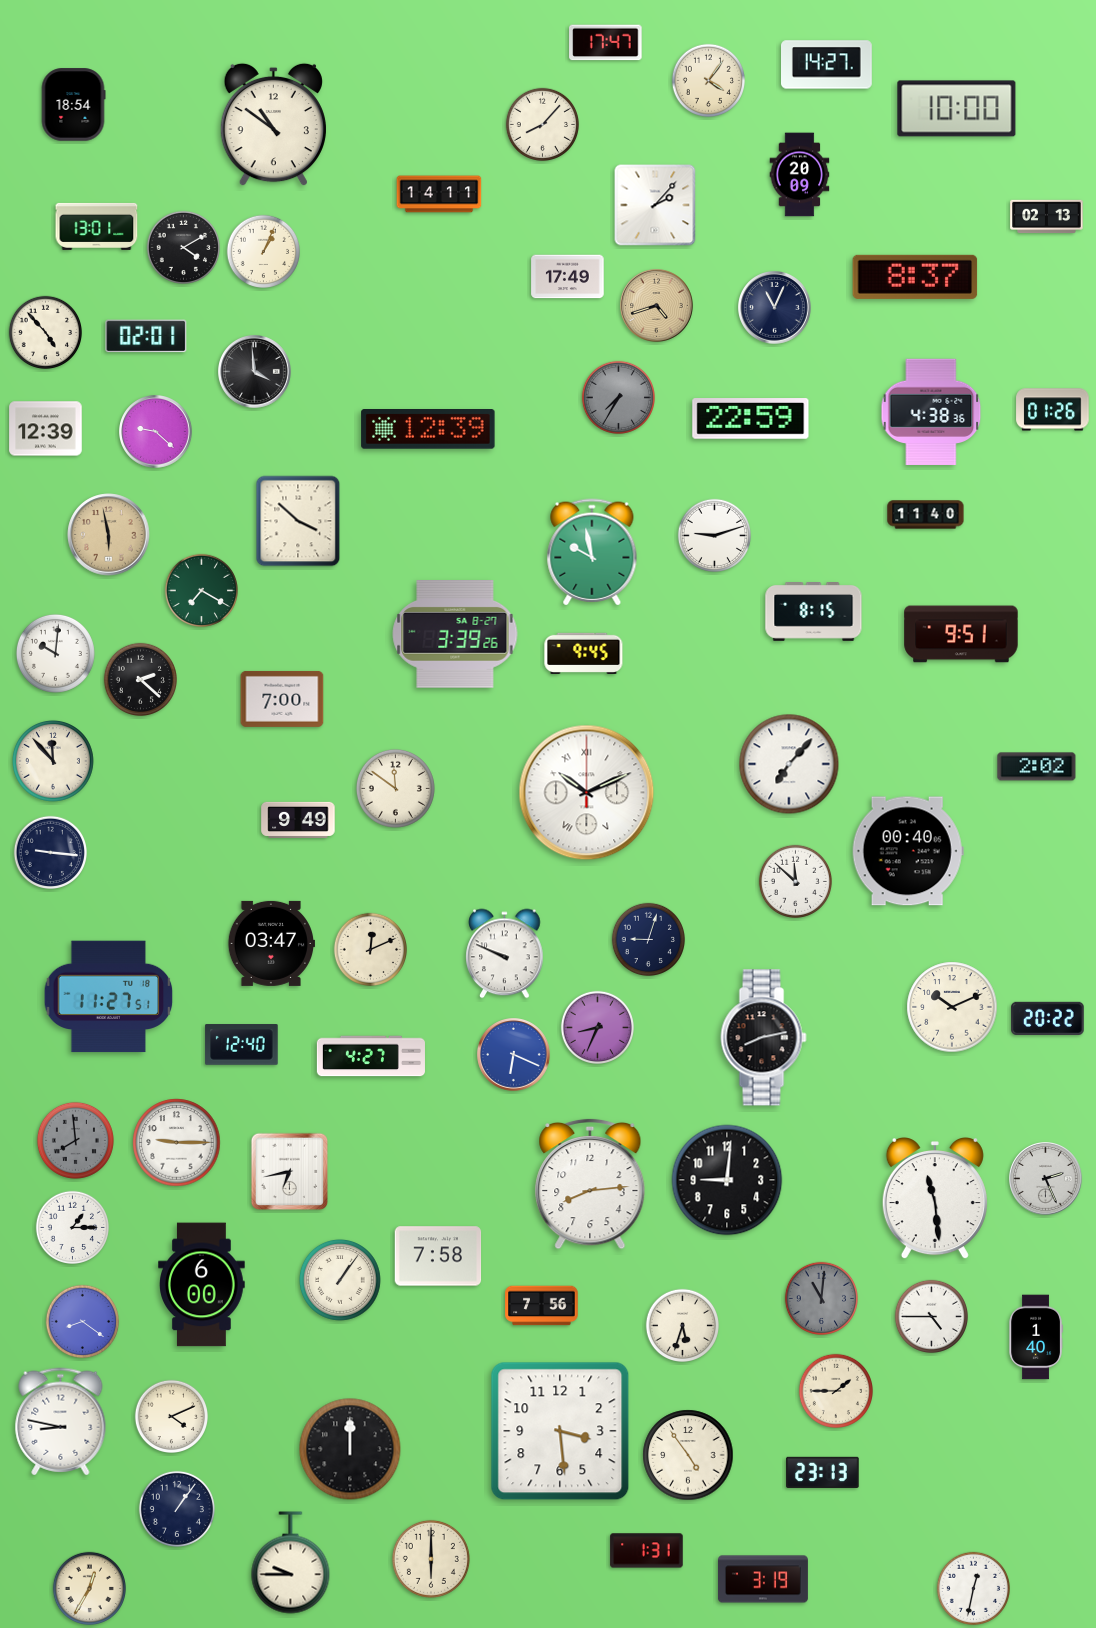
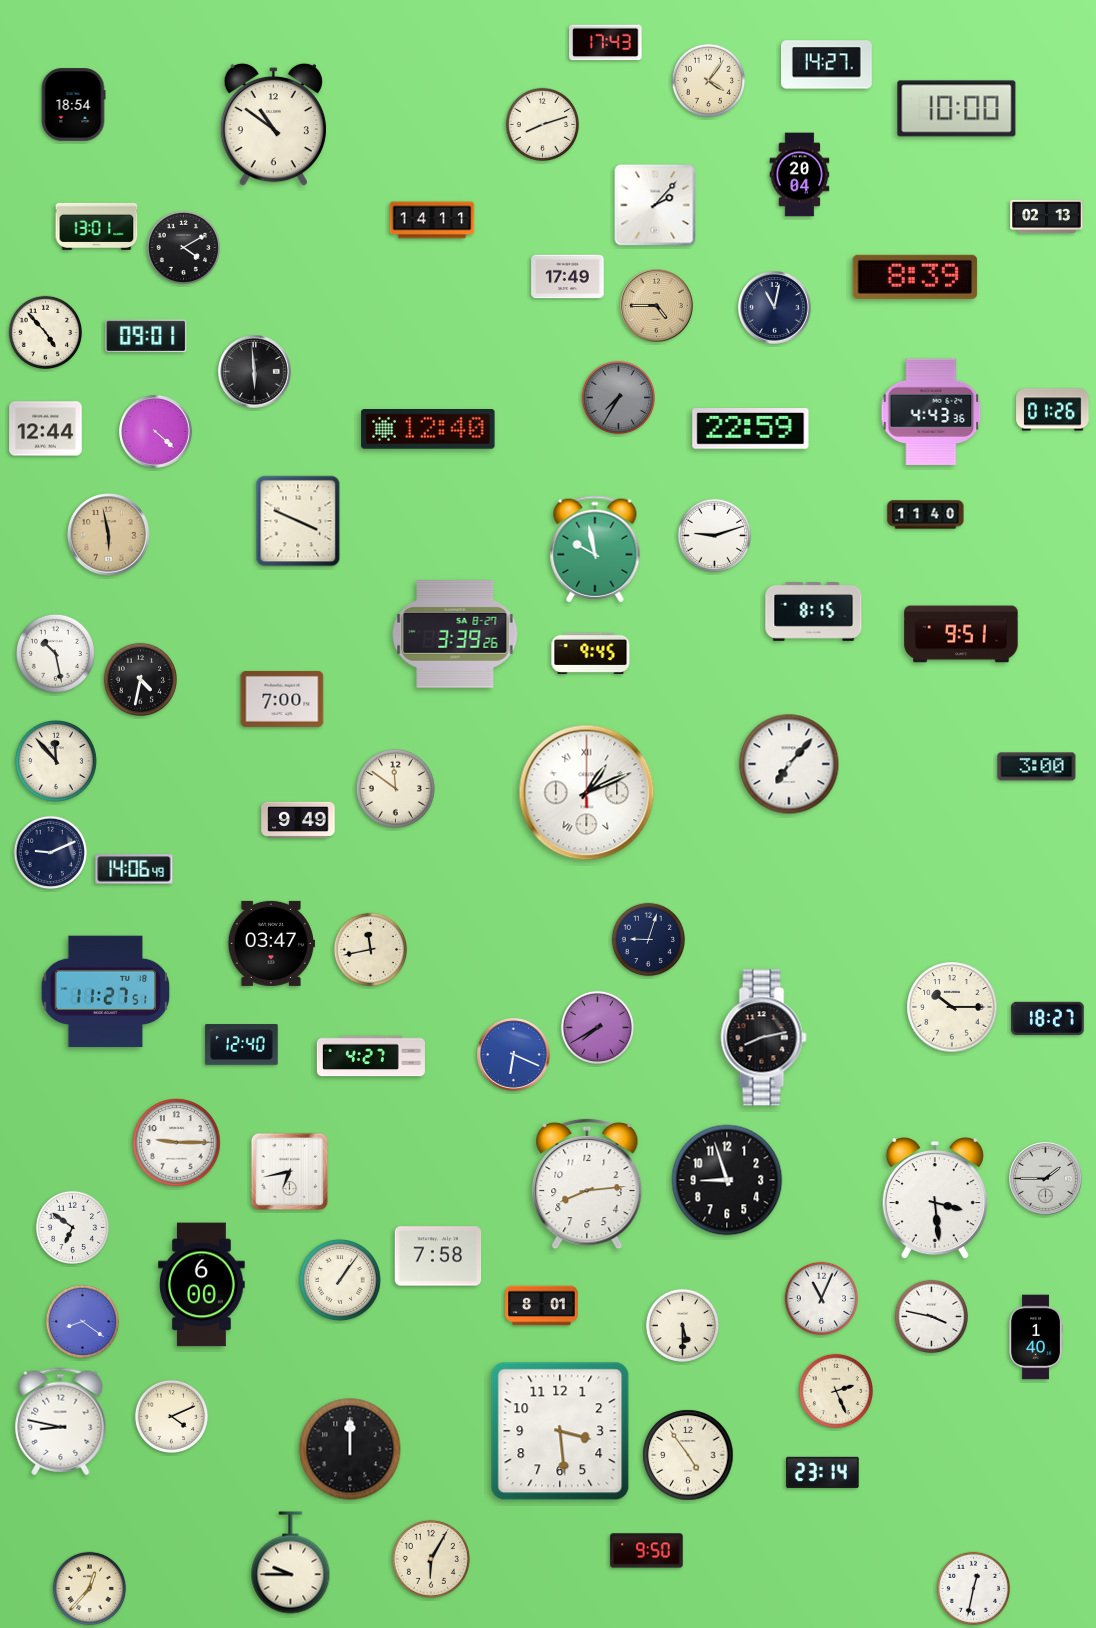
clock at (606, 43): 17:47 -> 17:43
clock at (542, 124): 8:07 -> 8:12
clock at (800, 175): 20:09 -> 20:04
clock at (439, 194) position: (439, 194) -> (432, 220)
clock at (263, 251): 1:04 -> none
clock at (915, 277): 8:37 -> 8:39
clock at (657, 306): 4:42 -> 4:45
clock at (775, 308): 11:04 -> 11:02
clock at (146, 336): 02:01 -> 09:01
clock at (255, 372): 3:59 -> 5:59
clock at (931, 412): 4:38 -> 4:43
clock at (751, 419) position: (751, 419) -> (751, 429)
clock at (46, 429): 12:39 -> 12:44
clock at (428, 430): 12:39 -> 12:40
clock at (156, 432): 9:22 -> 4:22
clock at (298, 521): 3:52 -> 3:49
clock at (592, 552) position: (592, 552) -> (595, 549)
clock at (201, 590): 7:20 -> none
clock at (55, 653): 10:01 -> 10:28
clock at (584, 653) position: (584, 653) -> (591, 653)
clock at (140, 679): 2:22 -> 4:32
clock at (53, 761) position: (53, 761) -> (56, 761)
clock at (1037, 767): 2:02 -> 3:00
clock at (587, 793): 10:11 -> 1:11
clock at (908, 851): 00:40 -> none
clock at (50, 852): 9:16 -> 9:11
clock at (134, 869): none -> 14:06
clock at (795, 881): 11:52 -> none
clock at (370, 949): 12:11 -> 11:43
clock at (505, 954): 9:49 -> none
clock at (109, 997) position: (109, 997) -> (106, 992)
clock at (952, 1007): 10:11 -> 10:15
clock at (1048, 1018): 20:22 -> 18:27
clock at (597, 1027): 8:34 -> 7:40
clock at (75, 1140): 7:59 -> none
clock at (1046, 1179): 2:26 -> 1:45
clock at (727, 1180): 9:01 -> 8:57
clock at (590, 1184) position: (590, 1184) -> (587, 1184)
clock at (935, 1199): 11:29 -> 3:29
clock at (72, 1227): 1:15 -> 6:51
clock at (821, 1298): 11:01 -> 11:04
clock at (821, 1298) dial: grey -> white
clock at (542, 1306): 7:56 -> 8:01
clock at (931, 1316): 4:45 -> 3:47
clock at (682, 1325): 5:33 -> 5:30
clock at (835, 1390): 1:45 -> 2:26
clock at (823, 1472): 23:13 -> 23:14
clock at (177, 1509): 1:06 -> none
clock at (647, 1551): 1:31 -> 9:50
clock at (431, 1559): 6:00 -> 6:05
clock at (763, 1579): 3:19 -> none
clock at (89, 1588): 12:35 -> 12:37
